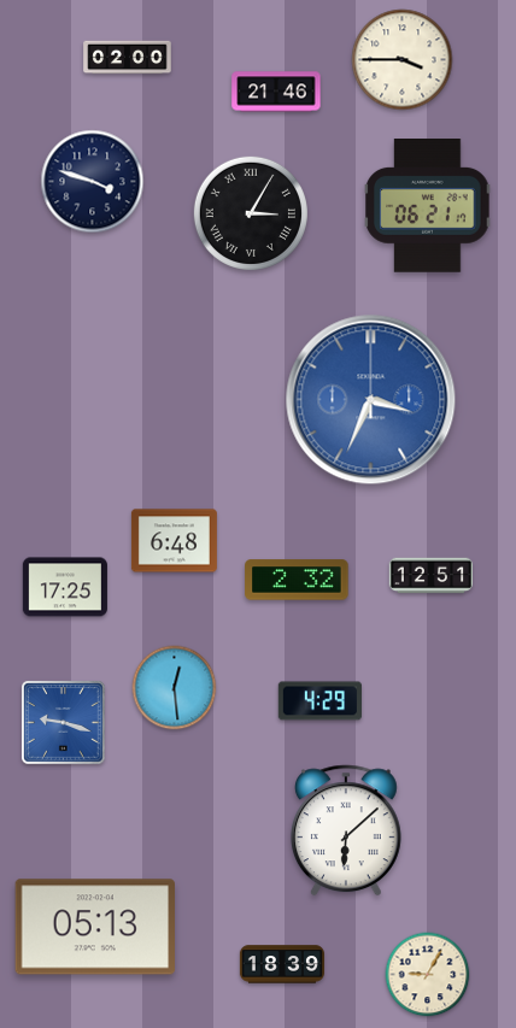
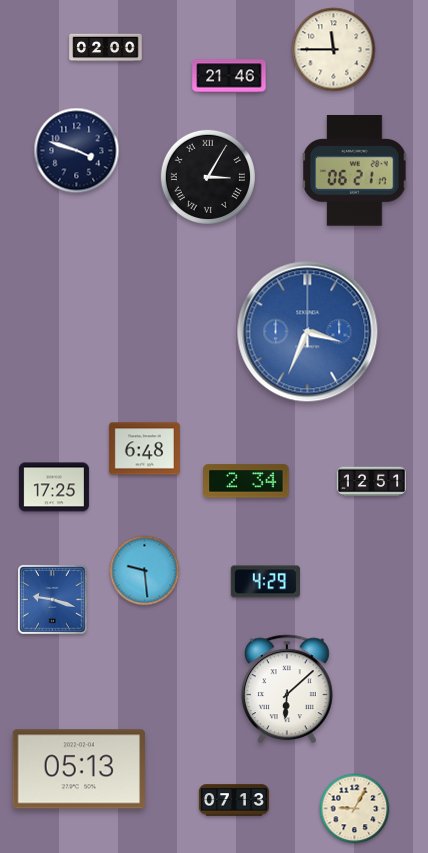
clock at (403, 60): 3:45 -> 11:45
clock at (432, 576) position: (432, 576) -> (372, 482)
clock at (297, 580): 2:32 -> 2:34
clock at (175, 688): 12:29 -> 9:29
clock at (282, 964): 18:39 -> 07:13
